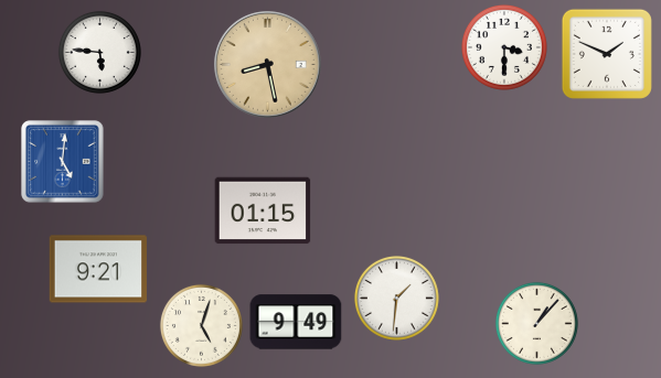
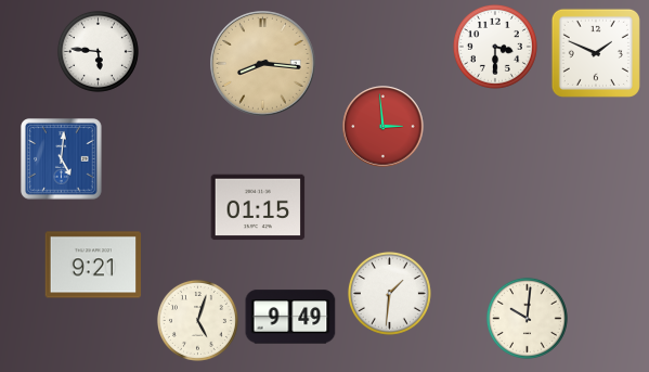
clock at (268, 65): 8:28 -> 8:16
clock at (384, 127): none -> 2:59
clock at (98, 269) position: (98, 269) -> (93, 265)
clock at (536, 323): 1:07 -> 10:01
